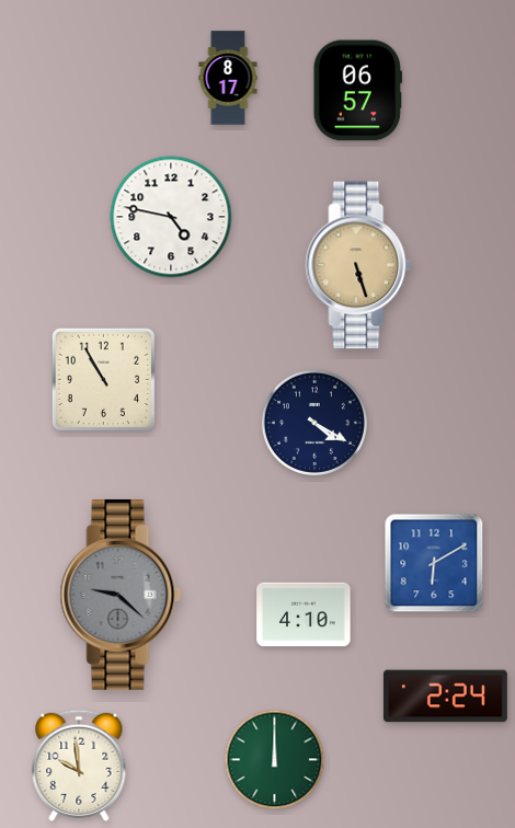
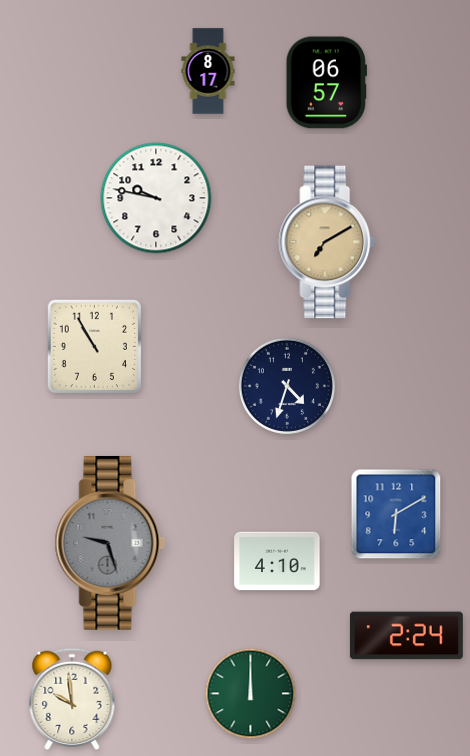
clock at (171, 217): 4:47 -> 9:47
clock at (358, 265): 5:27 -> 7:10
clock at (314, 423): 4:20 -> 4:33
clock at (121, 595): 9:22 -> 9:27
